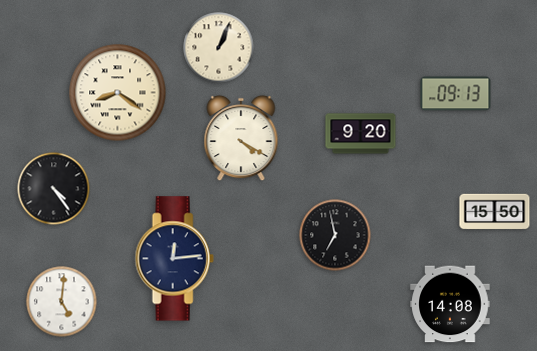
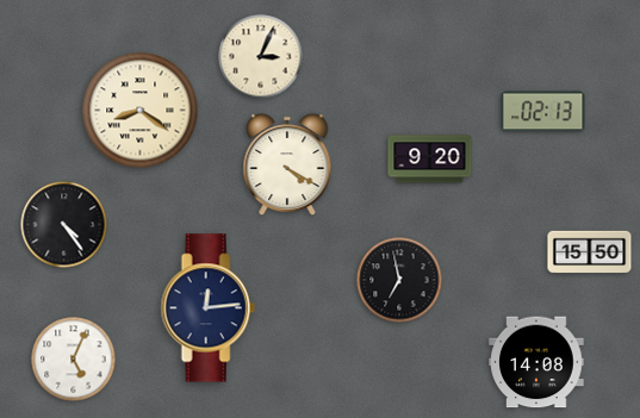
clock at (219, 48): 1:04 -> 3:04
clock at (456, 94): 09:13 -> 02:13
clock at (62, 302): 5:01 -> 5:04
